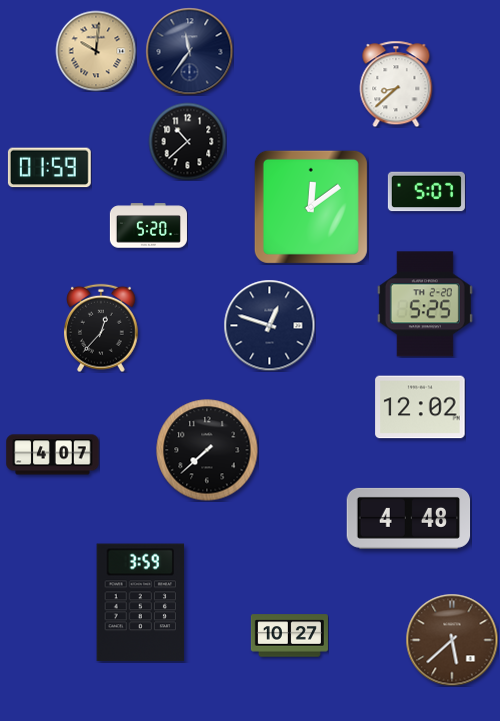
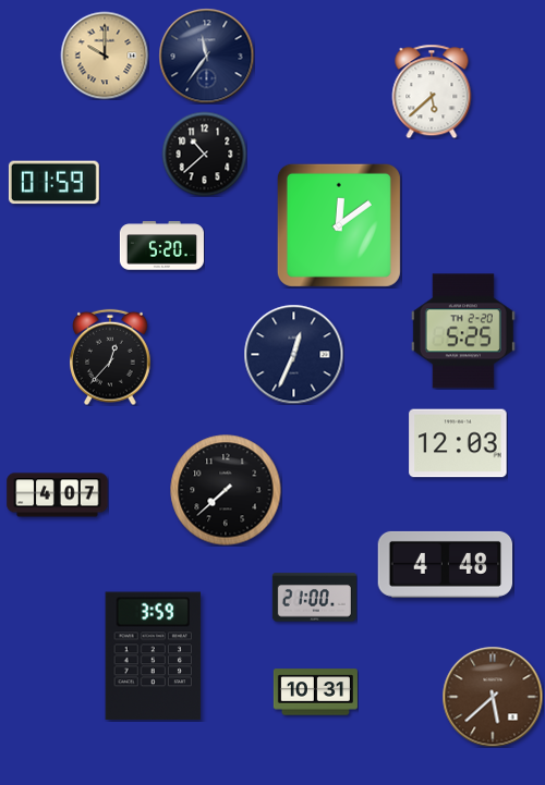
clock at (96, 51): 10:01 -> 10:00
clock at (396, 84): 8:38 -> 5:38
clock at (426, 192): 5:07 -> none
clock at (269, 325): 12:48 -> 12:34
clock at (420, 407): 12:02 -> 12:03
clock at (314, 598): none -> 21:00
clock at (289, 636): 10:27 -> 10:31
